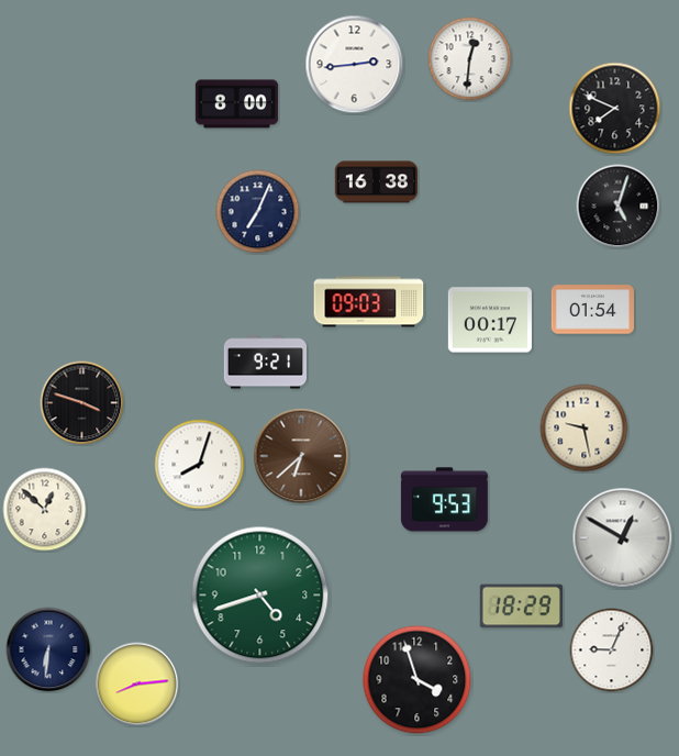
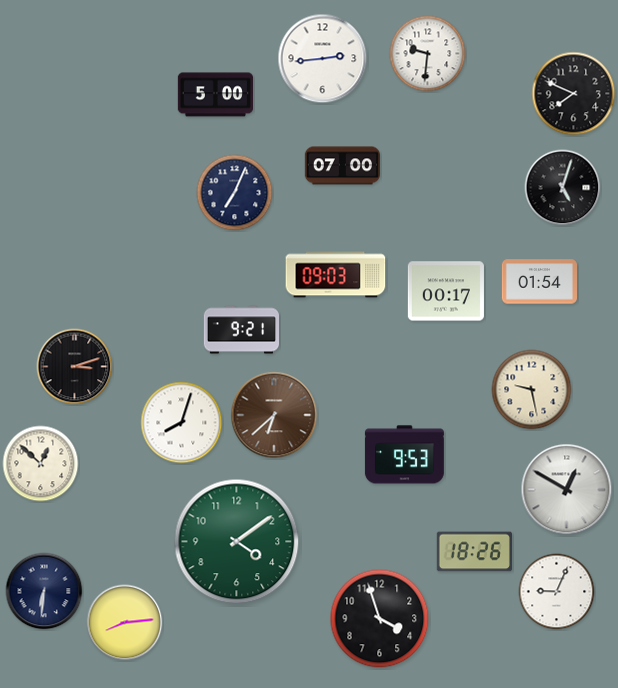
clock at (470, 59): 12:31 -> 9:31
clock at (236, 104): 8:00 -> 5:00
clock at (615, 109) position: (615, 109) -> (574, 94)
clock at (376, 182): 16:38 -> 07:00
clock at (82, 403): 3:48 -> 3:12
clock at (260, 596): 4:42 -> 4:09
clock at (521, 607): 18:29 -> 18:26
